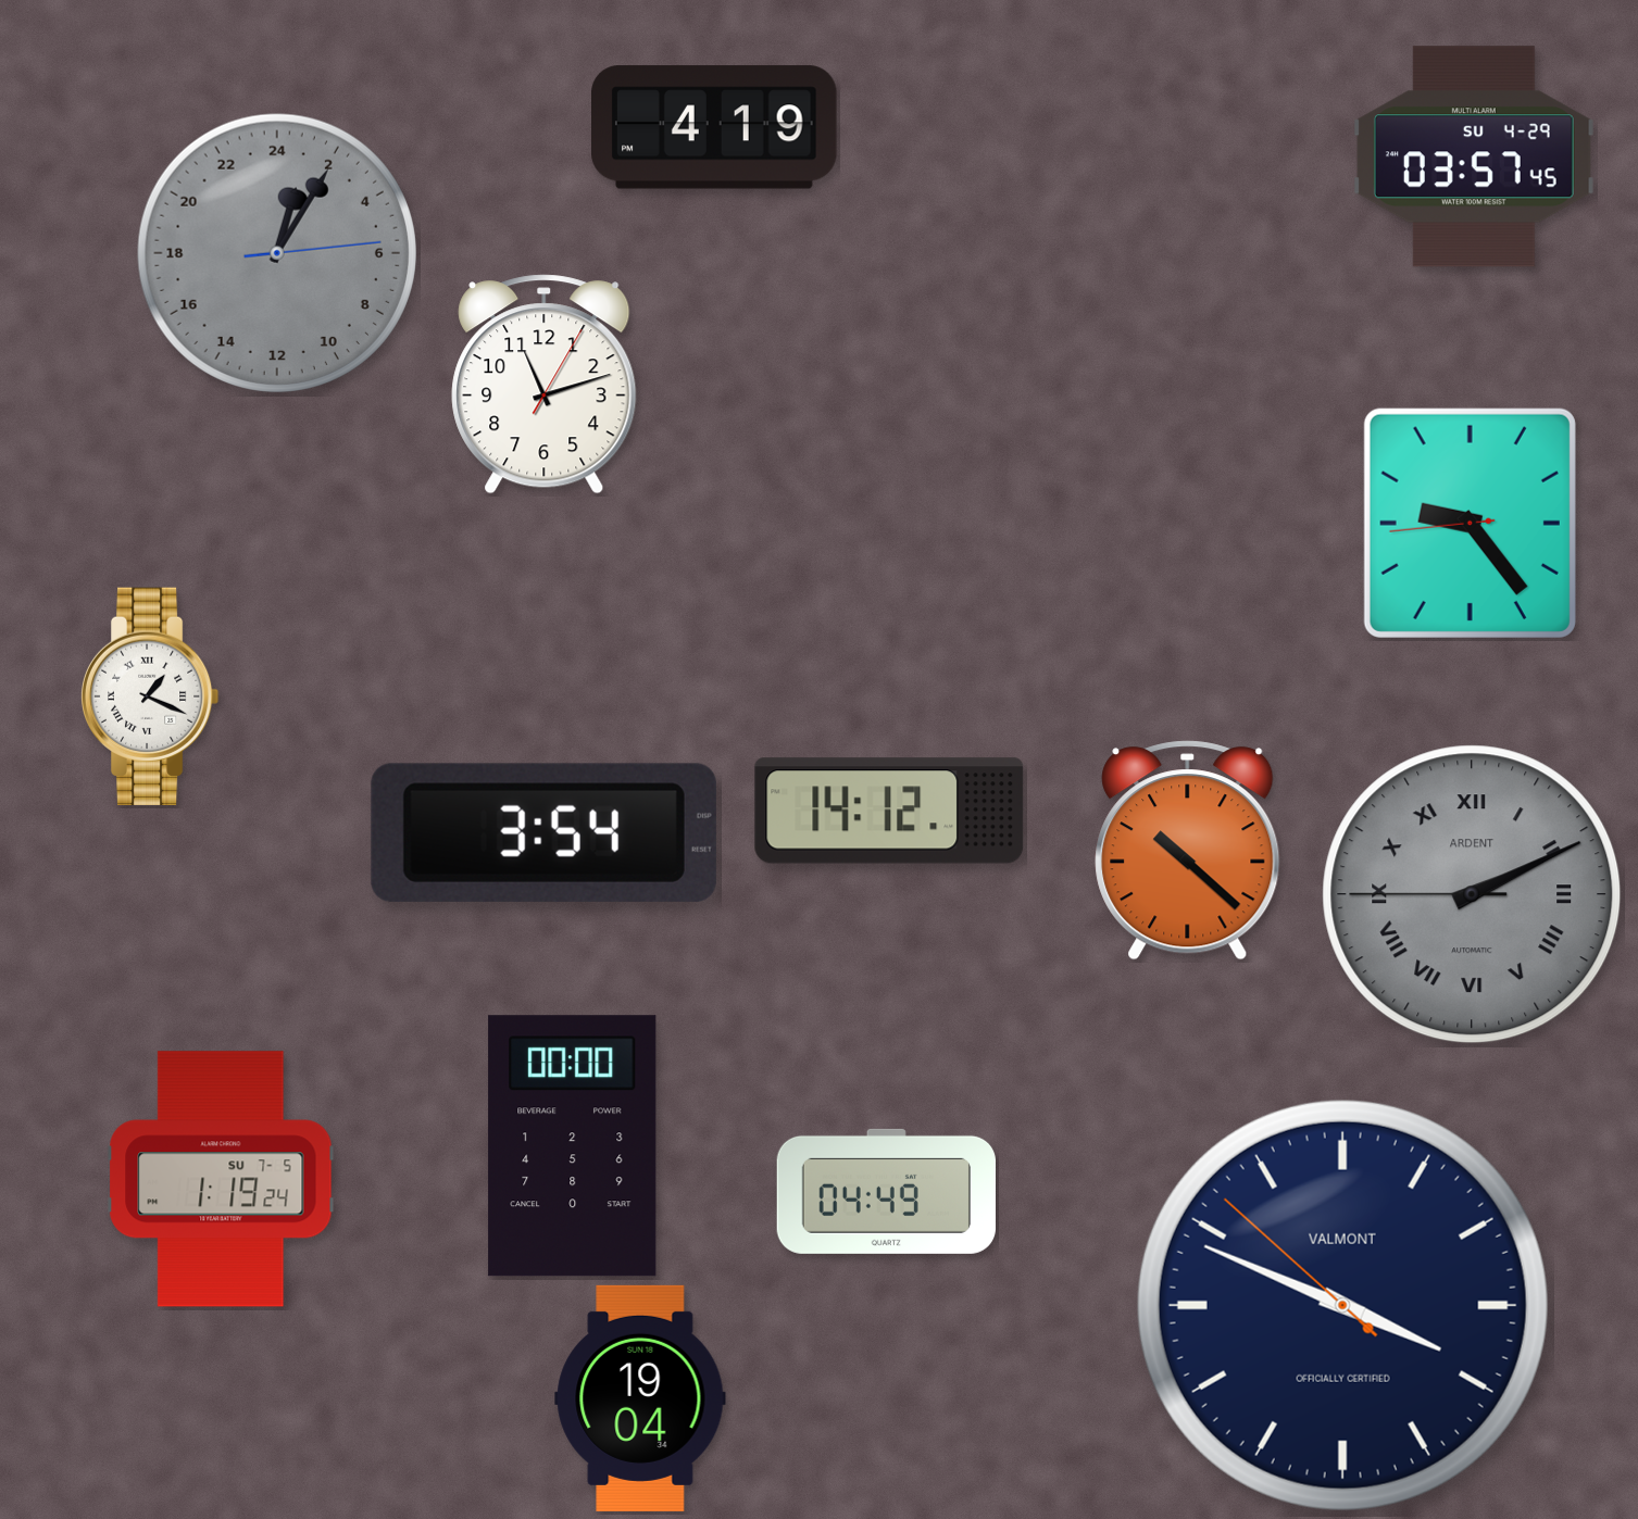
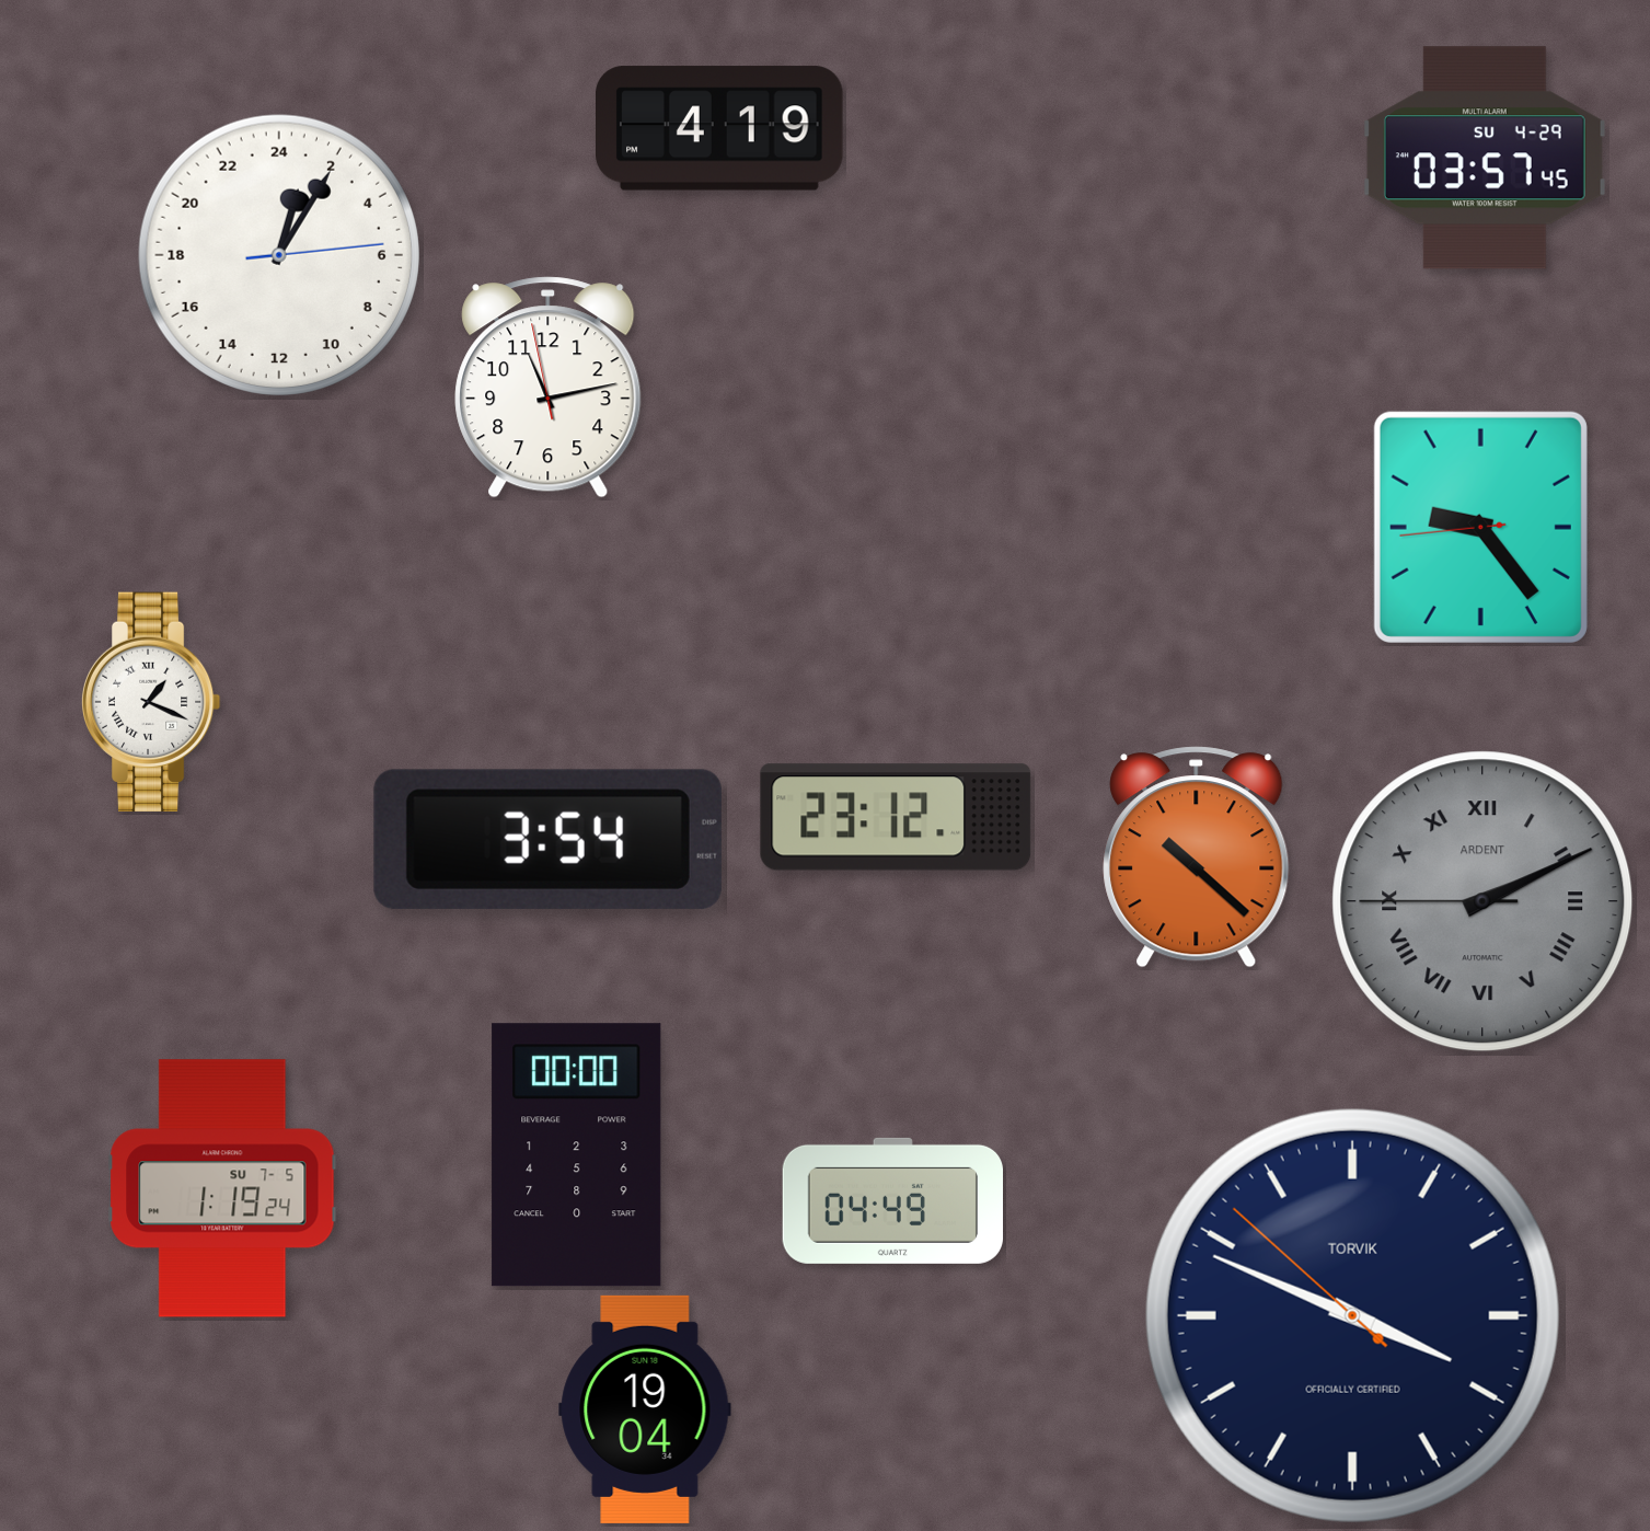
clock at (277, 253) dial: grey -> white
clock at (545, 385): 11:12:05 -> 11:12:58
clock at (889, 811): 14:12 -> 23:12
clock at (1342, 1305) brand: VALMONT -> TORVIK
